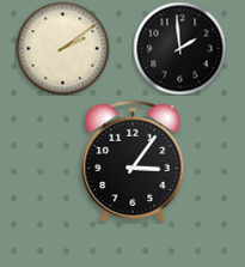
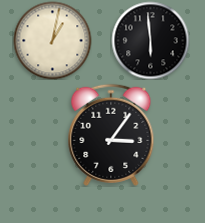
clock at (62, 48): 2:09 -> 1:02
clock at (179, 48): 1:59 -> 5:59
